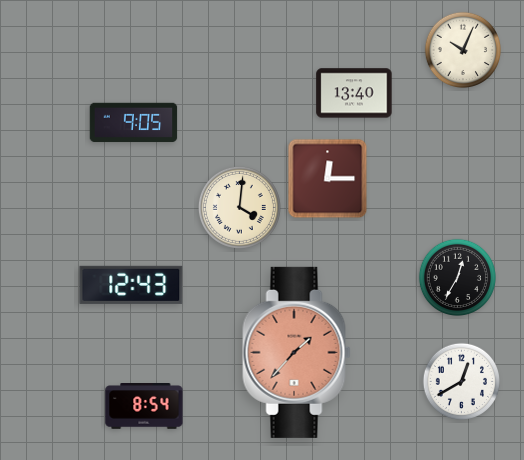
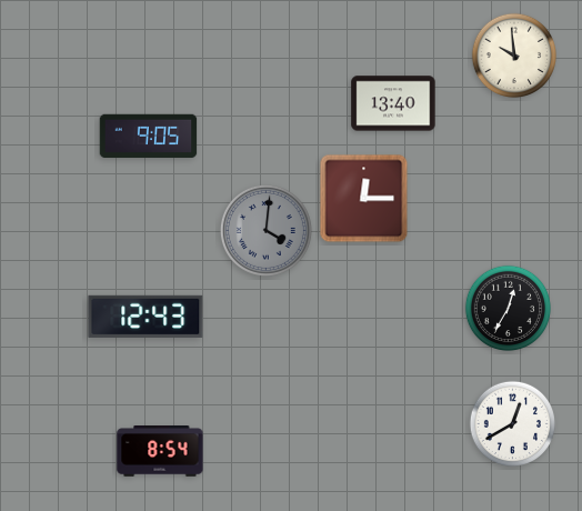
clock at (463, 50): 10:04 -> 9:59
clock at (239, 207) dial: cream -> grey
clock at (297, 352): 1:37 -> none
